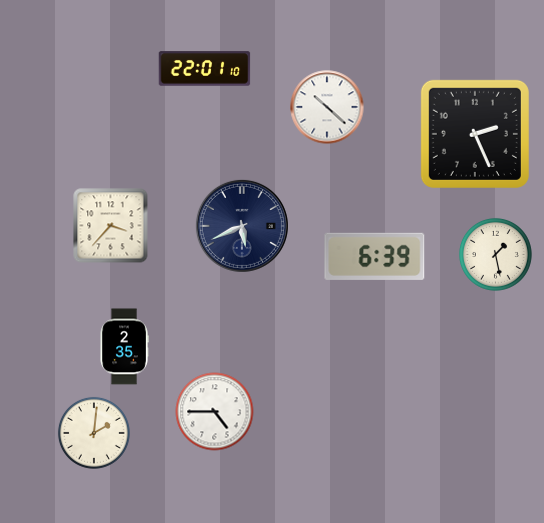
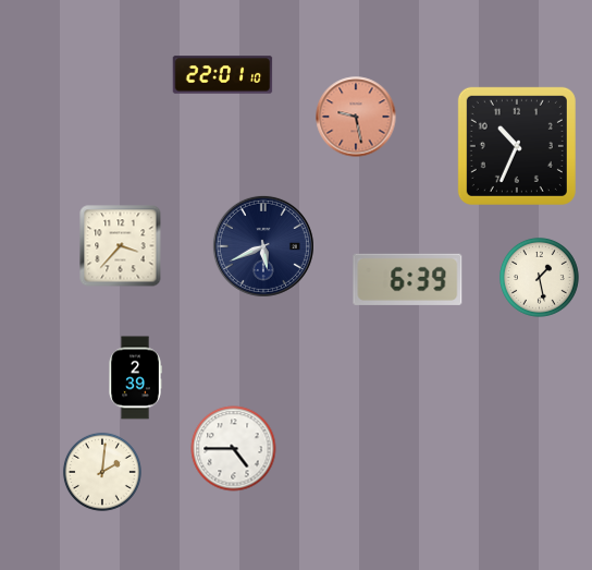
clock at (327, 107): 10:22 -> 9:28
clock at (327, 107) dial: white -> salmon
clock at (475, 134): 2:26 -> 10:34
clock at (124, 347): 2:35 -> 2:39
